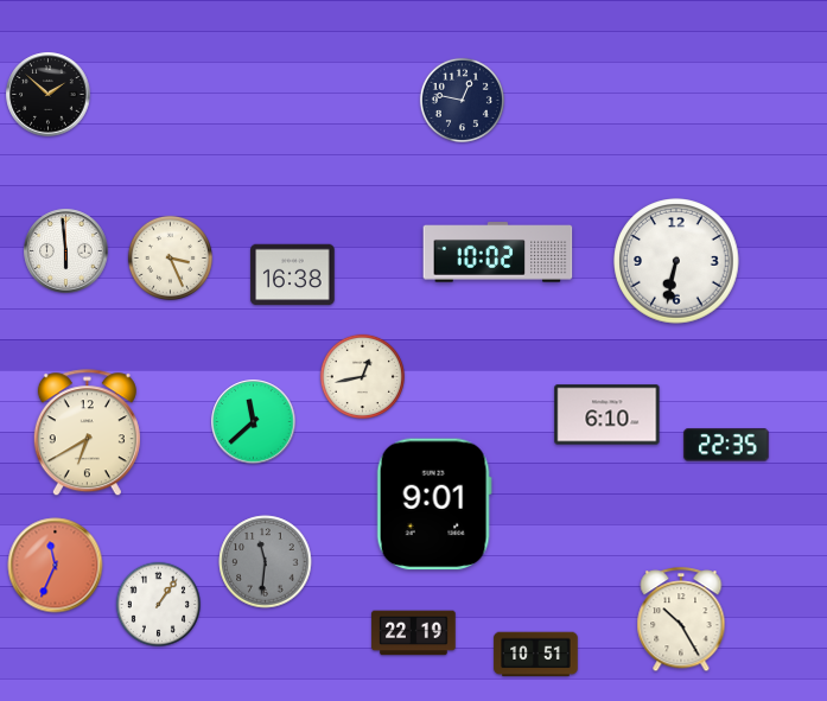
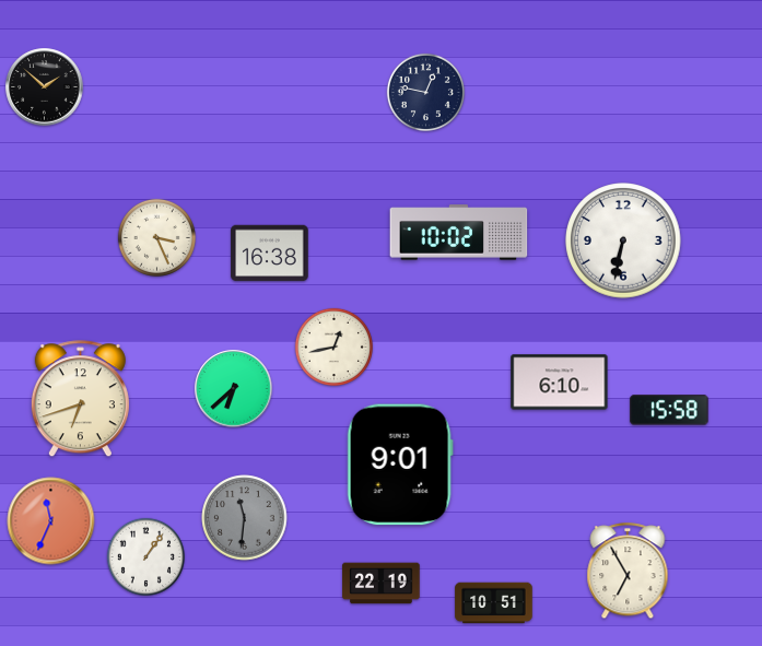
clock at (66, 251): 5:59 -> none
clock at (254, 422): 11:38 -> 6:38
clock at (87, 433): 6:40 -> 6:42
clock at (726, 445): 22:35 -> 15:58
clock at (681, 620): 10:25 -> 6:55
